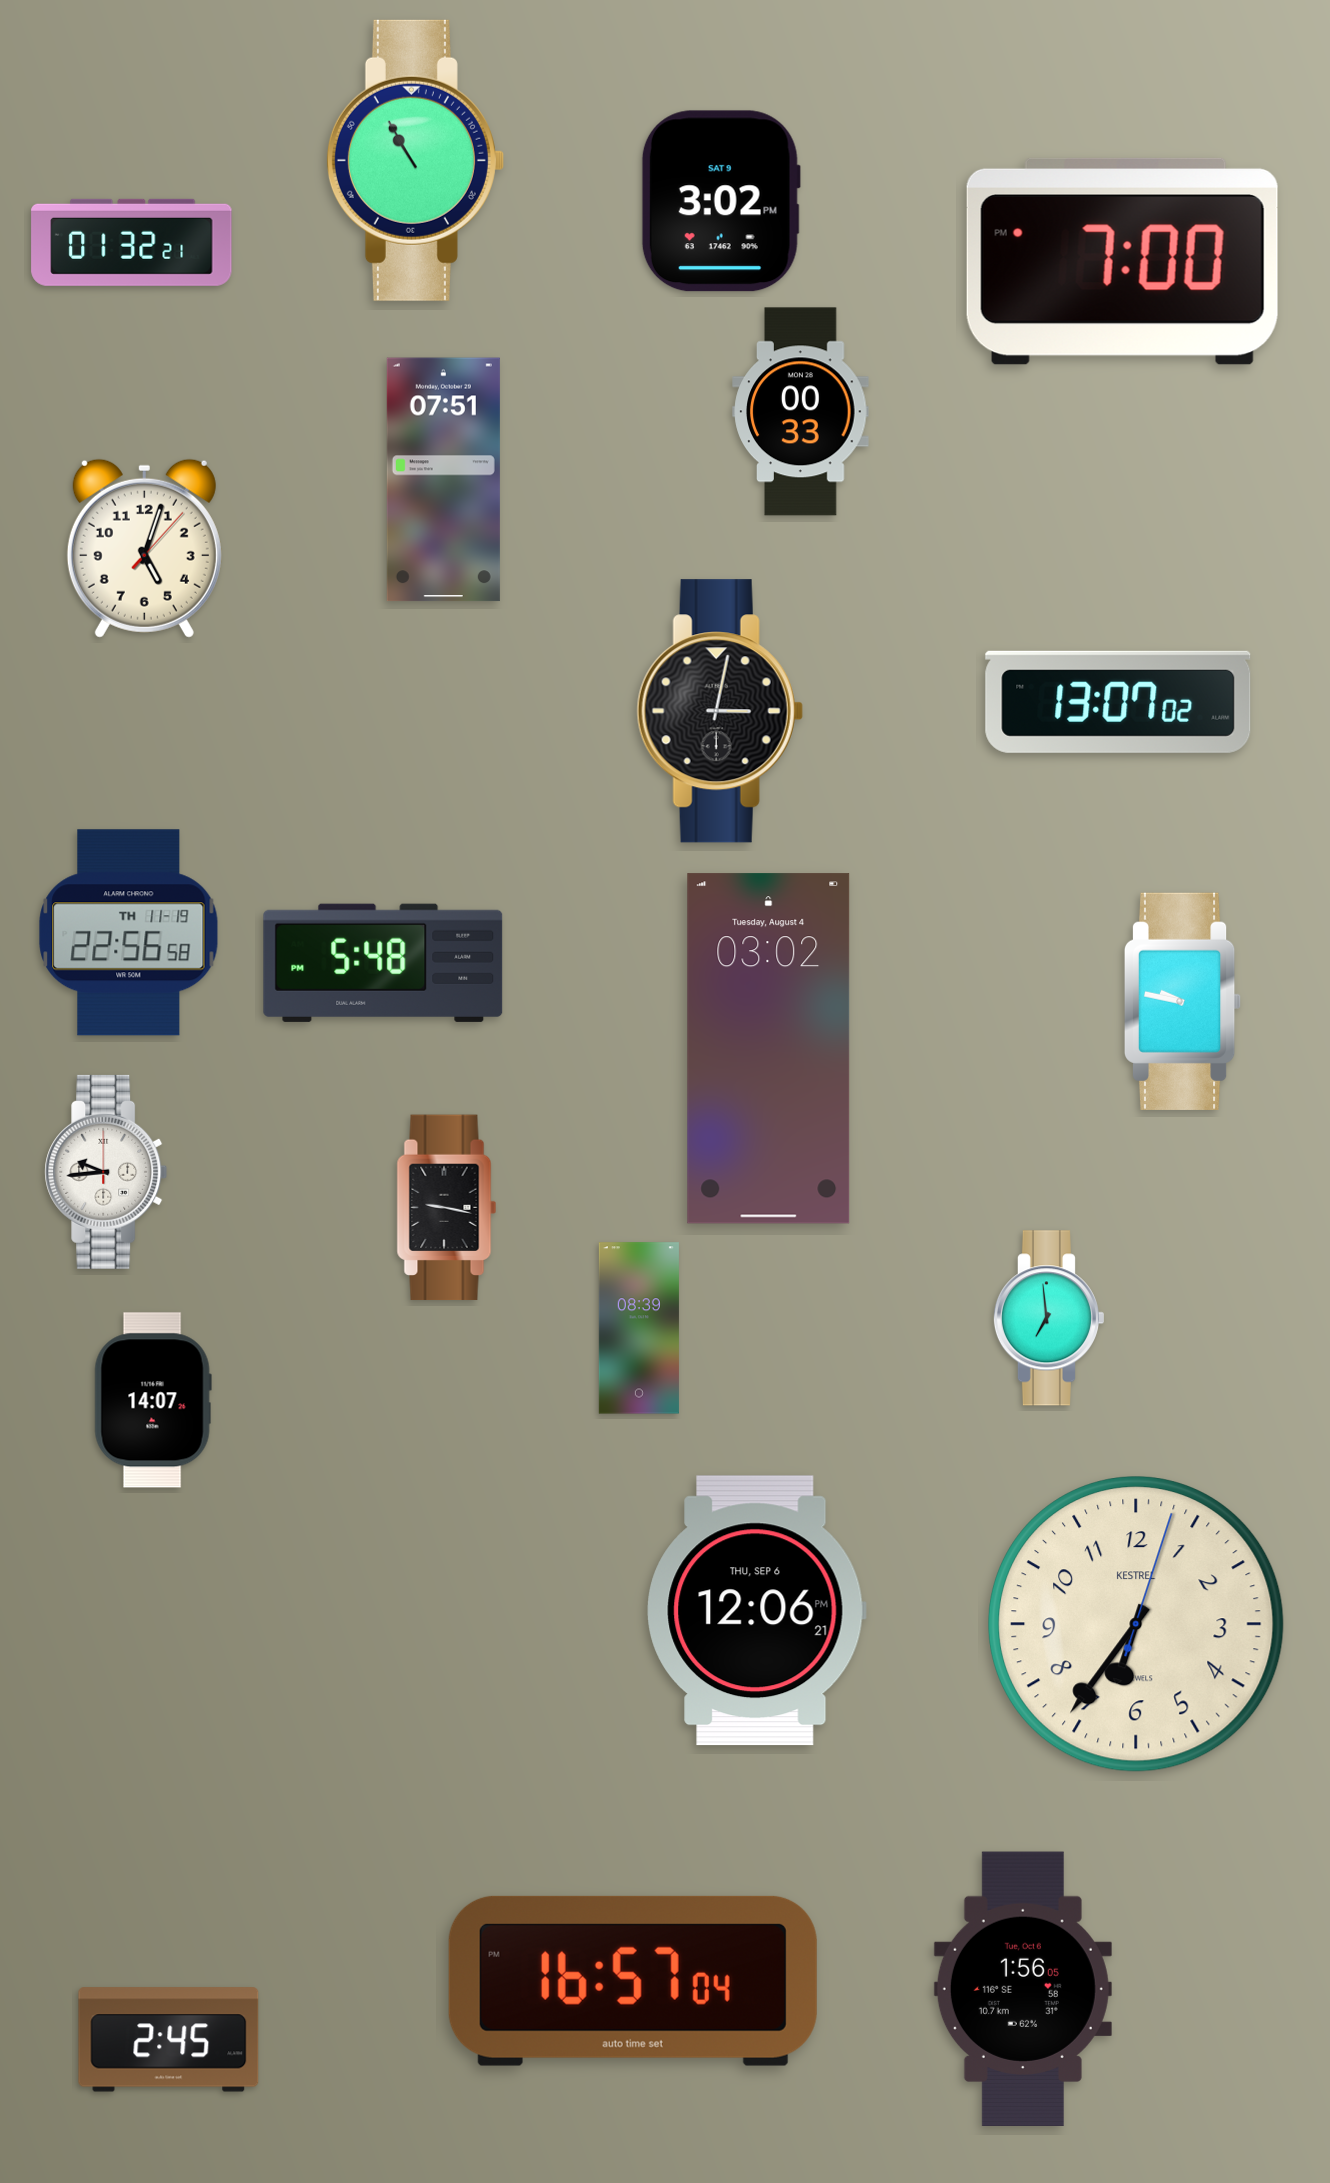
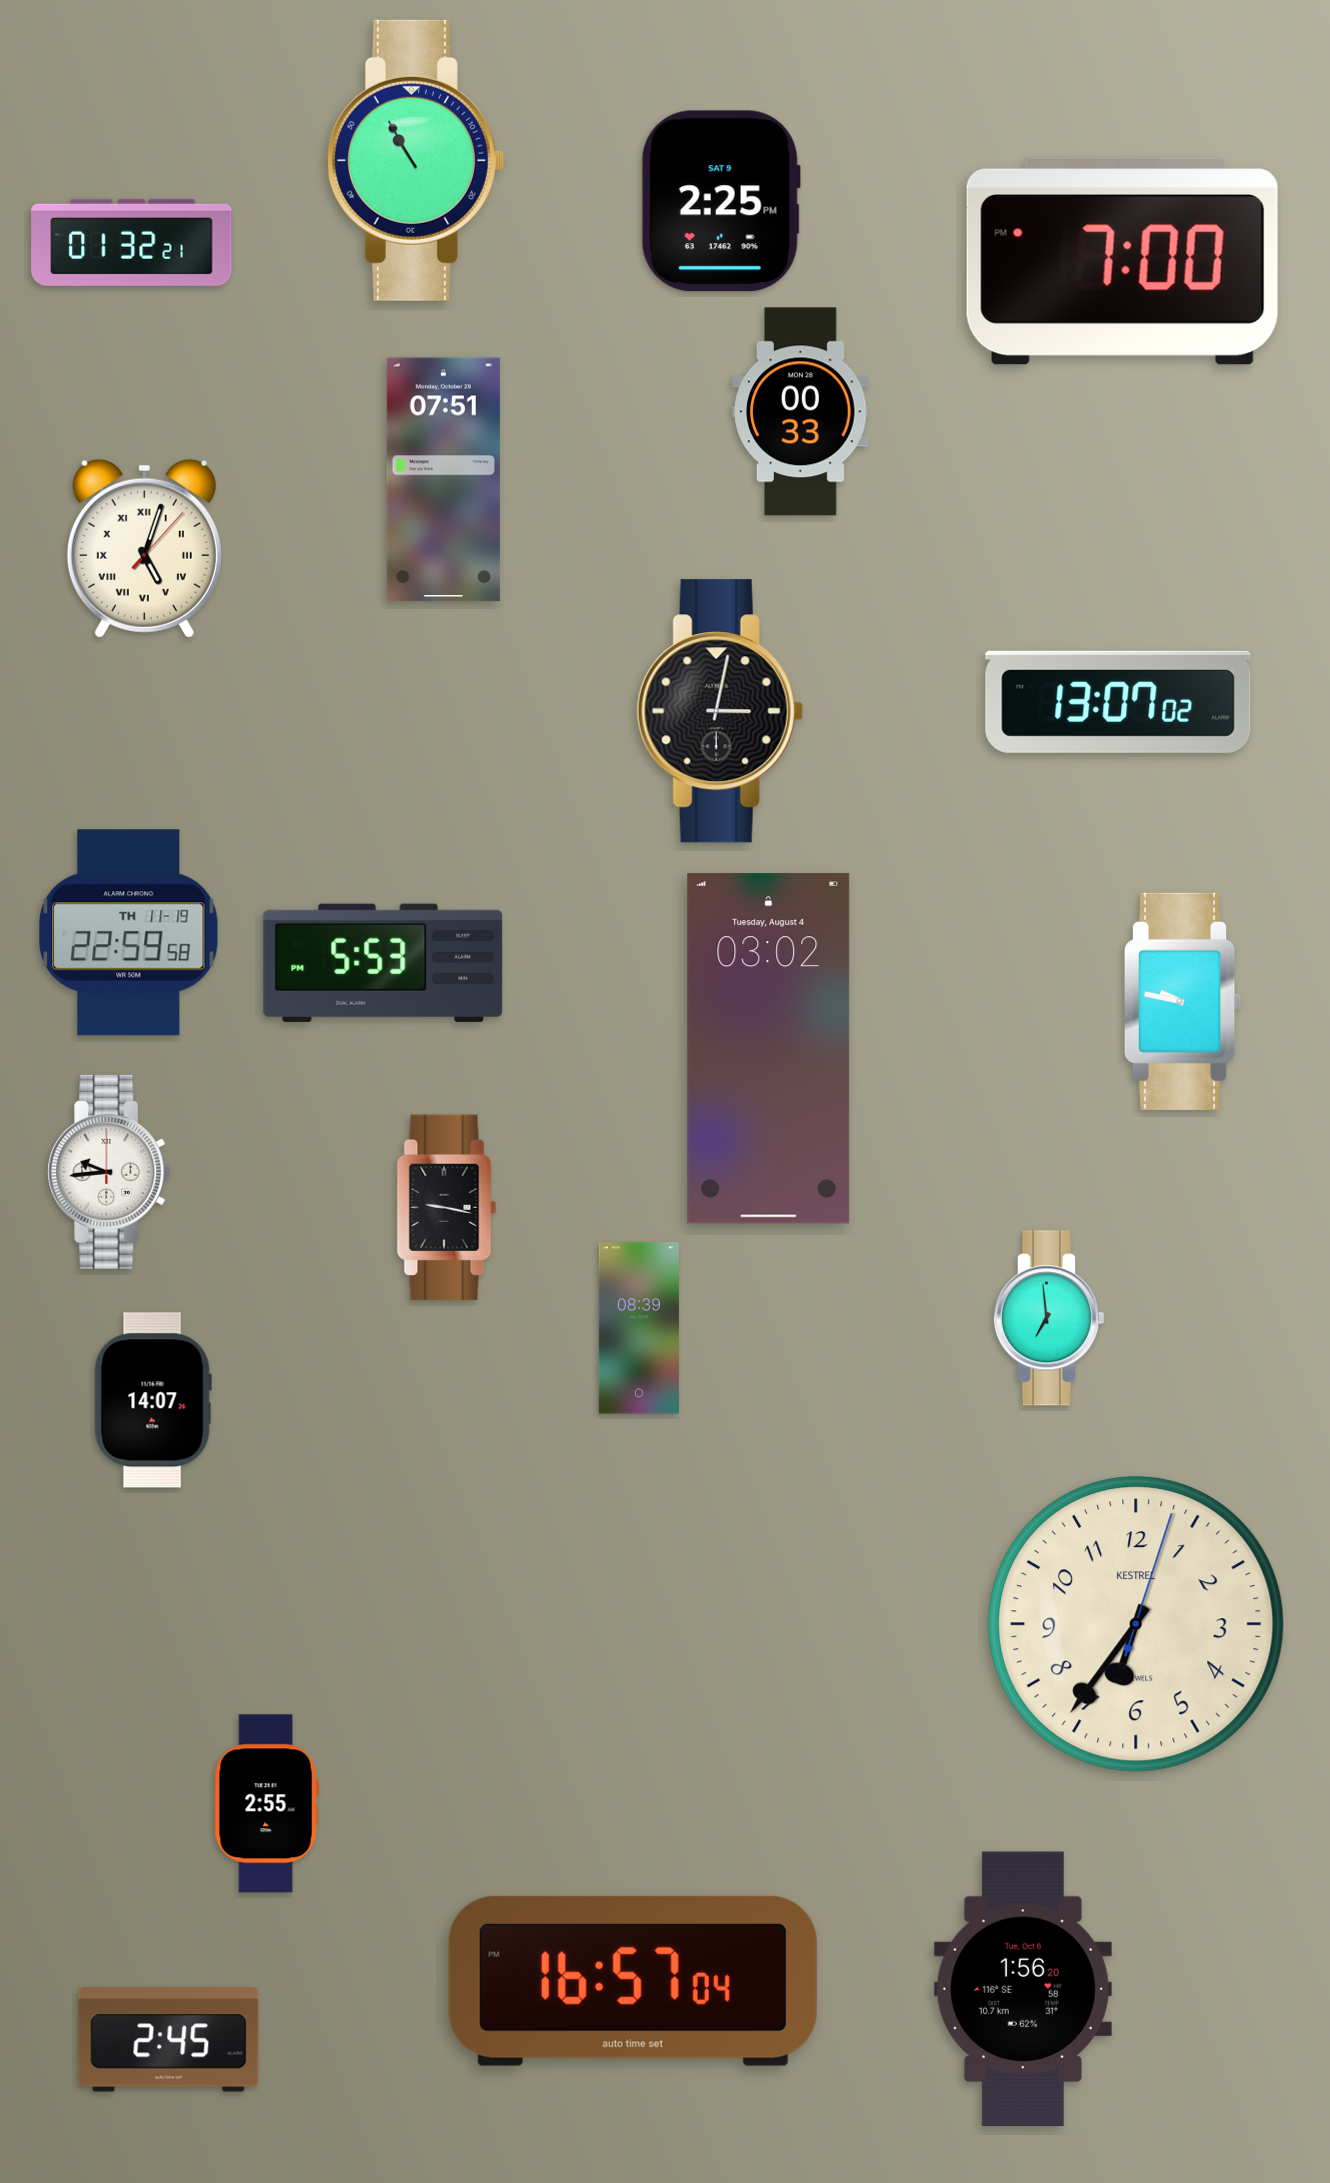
clock at (721, 201): 3:02 -> 2:25
clock at (144, 548) numerals: Arabic -> Roman
clock at (129, 933): 22:56 -> 22:59
clock at (383, 963): 5:48 -> 5:53
clock at (106, 1172) position: (106, 1172) -> (109, 1172)
clock at (756, 1611): 12:06 -> none
clock at (266, 1804): none -> 2:55
clock at (1023, 1988): 1:56:05 -> 1:56:20
